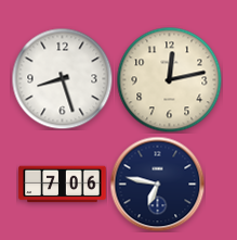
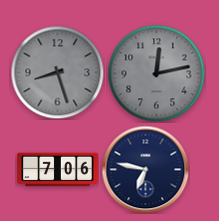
clock at (62, 78) dial: white -> grey
clock at (169, 79) dial: cream -> grey
